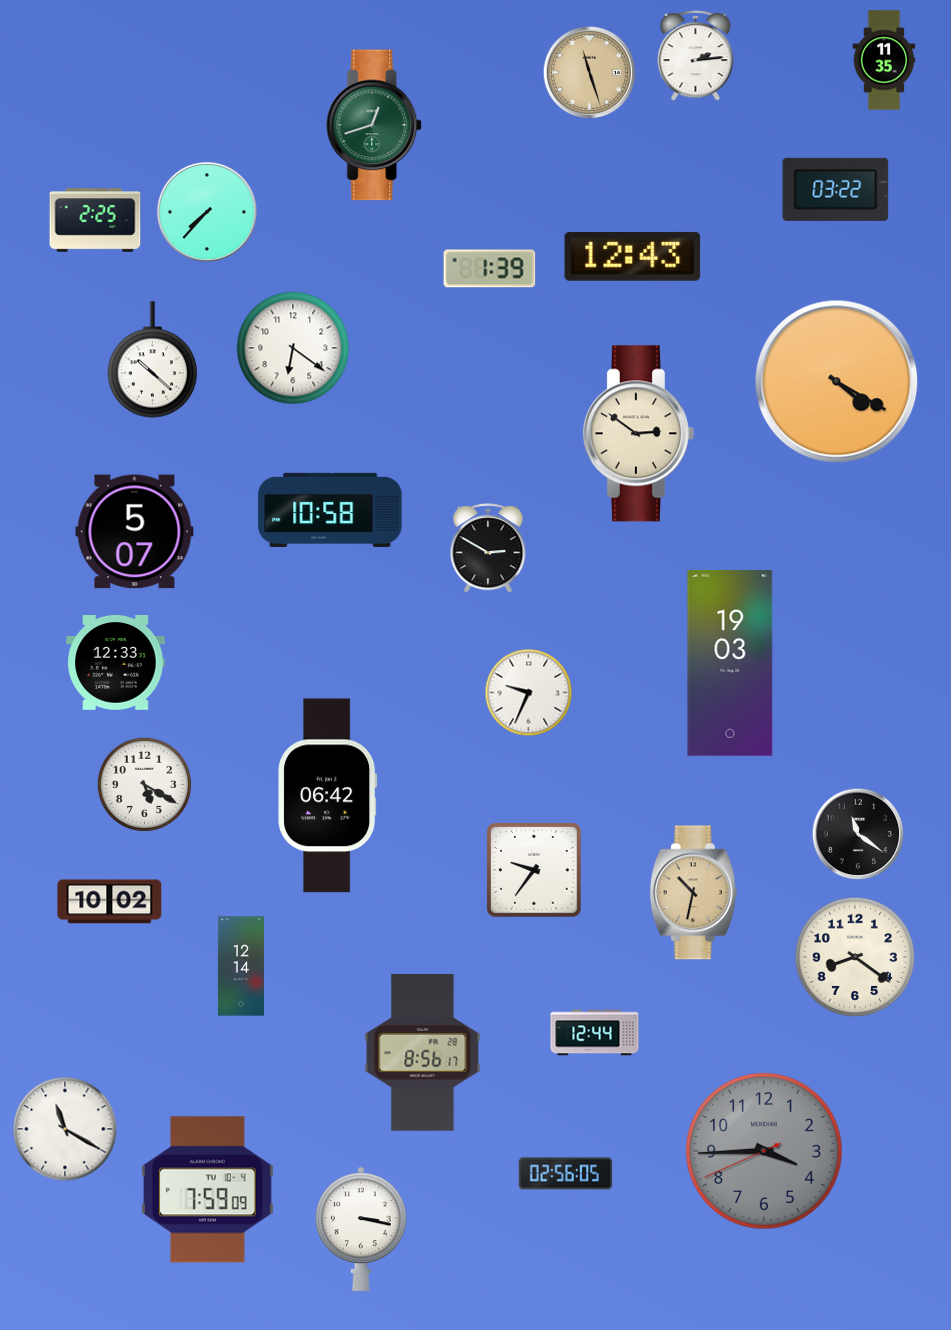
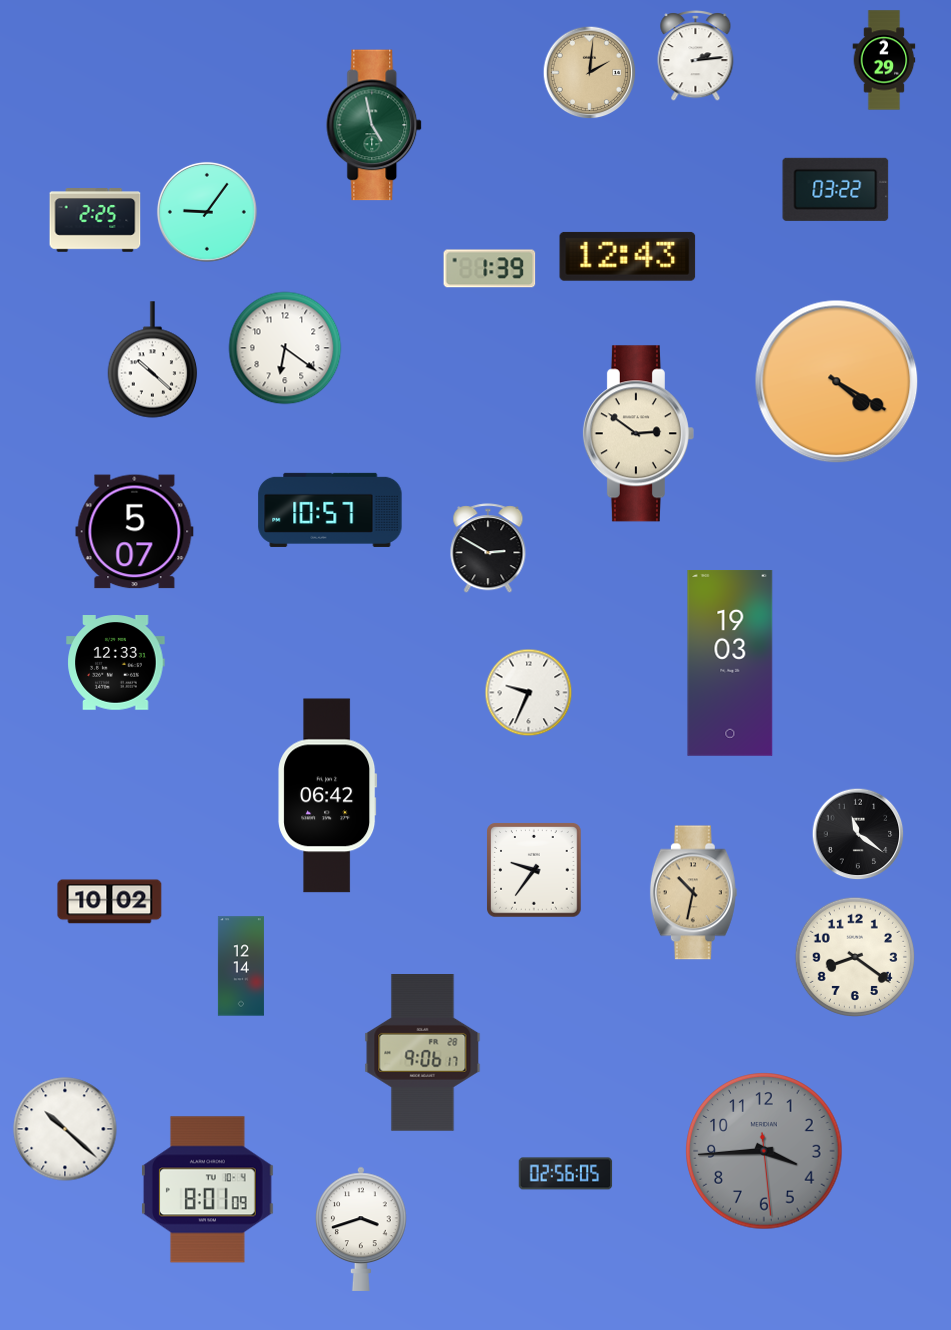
clock at (884, 60): 11:35 -> 2:29
clock at (590, 73): 11:27 -> 2:01
clock at (375, 125): 12:42 -> 4:58
clock at (207, 212): 7:37 -> 9:06
clock at (633, 256) position: (633, 256) -> (628, 256)
clock at (293, 348) position: (293, 348) -> (285, 348)
clock at (330, 510): 10:58 -> 10:57
clock at (144, 784): 5:20 -> none
clock at (595, 1033): 12:44 -> none
clock at (423, 1053): 8:56 -> 9:06
clock at (65, 1129): 11:20 -> 10:22
clock at (764, 1151): 3:44:41 -> 3:44:29
clock at (208, 1190): 7:59 -> 8:01
clock at (361, 1229): 3:17 -> 3:42
